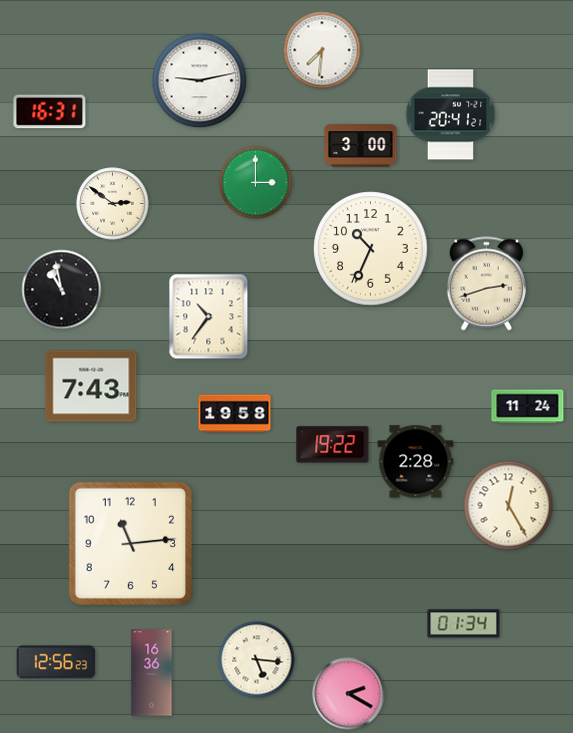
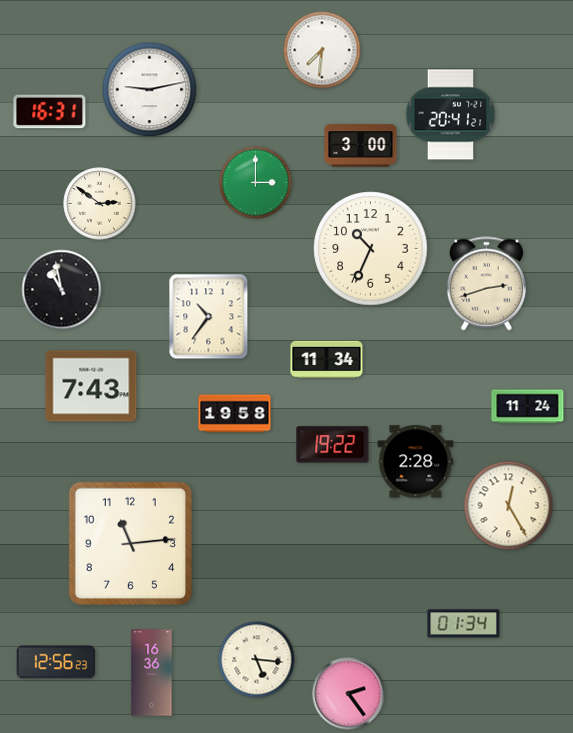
clock at (200, 81) position: (200, 81) -> (150, 90)
clock at (113, 204) position: (113, 204) -> (100, 204)
clock at (327, 360): none -> 11:34
clock at (349, 694): 2:20 -> 2:24
